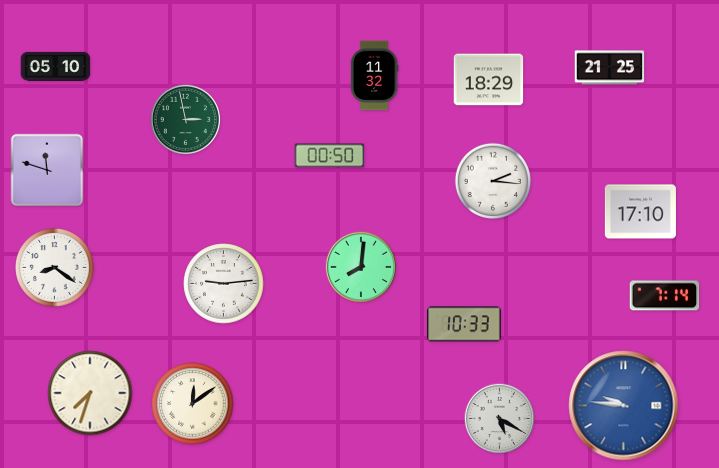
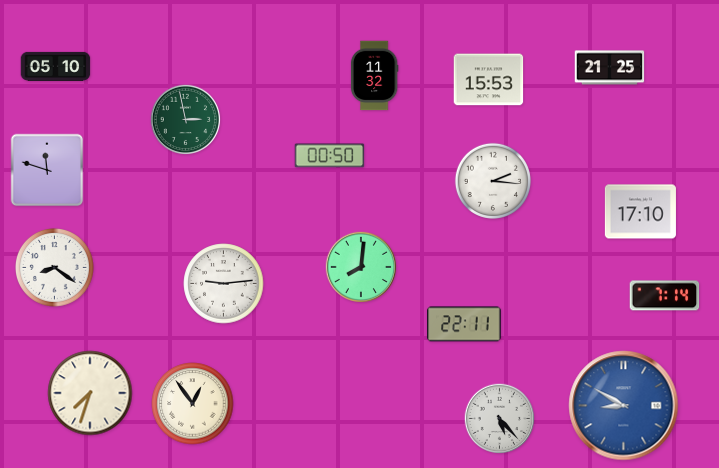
clock at (489, 80): 18:29 -> 15:53
clock at (464, 324): 10:33 -> 22:11
clock at (193, 404): 12:09 -> 12:54
clock at (624, 406): 9:46 -> 8:50
clock at (500, 419): 5:20 -> 5:23
